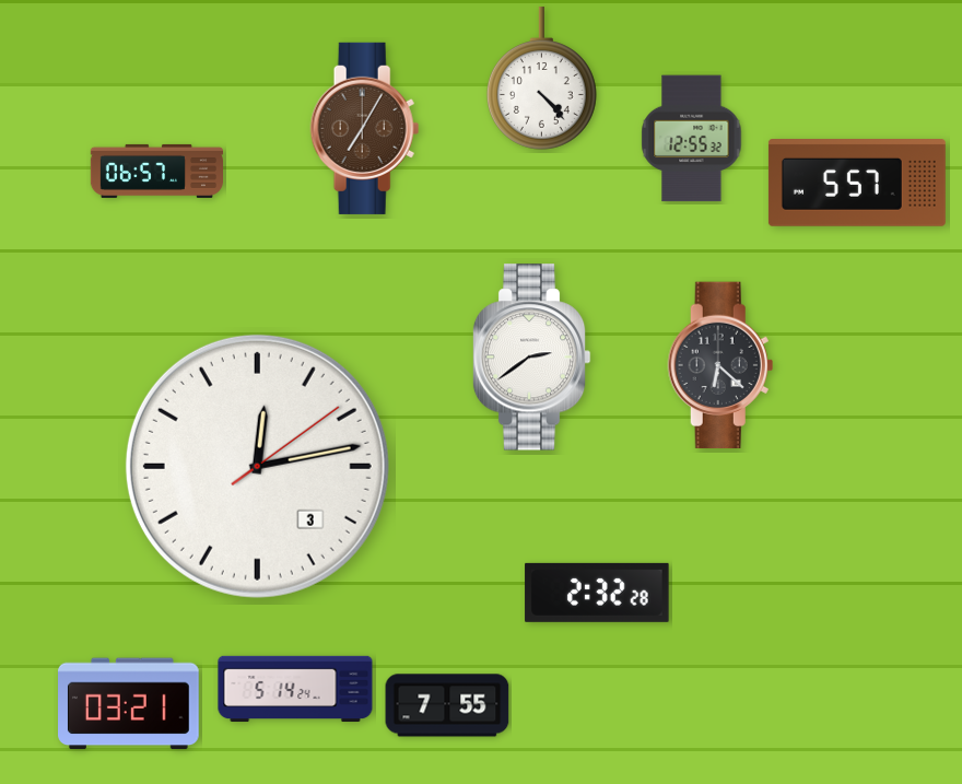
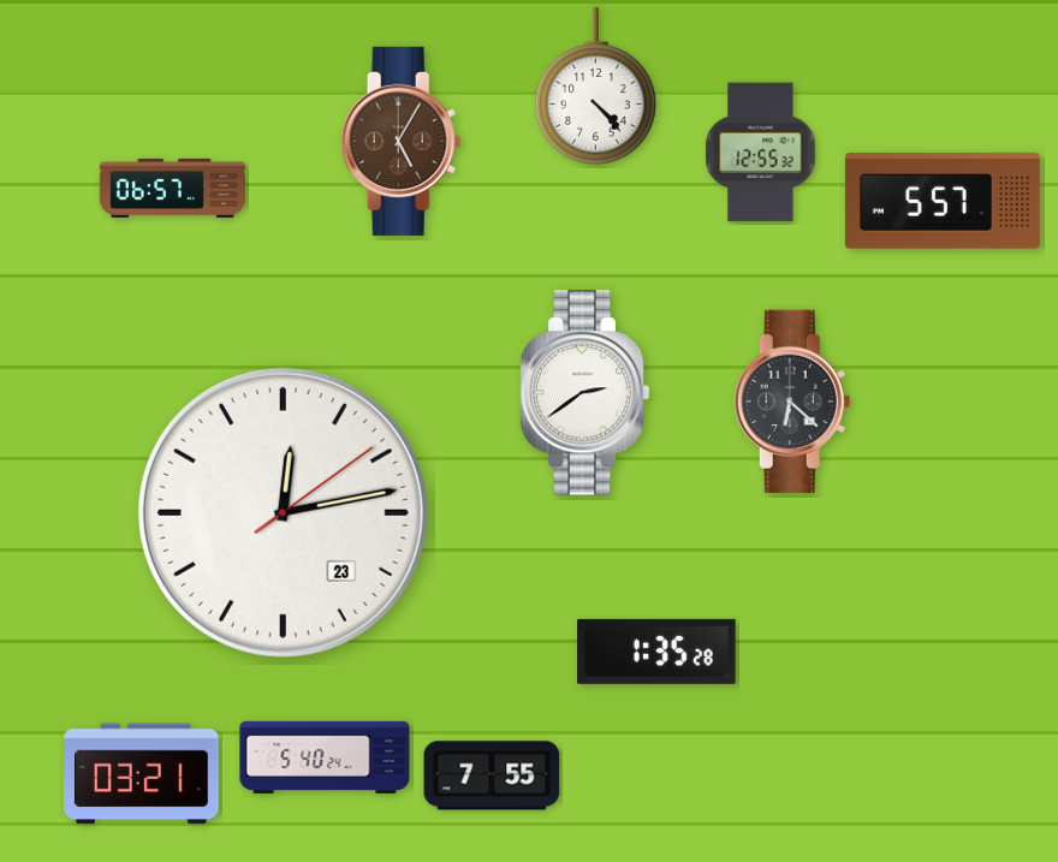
clock at (365, 128): 7:05 -> 5:05
clock at (257, 466) date: 3 -> 23
clock at (597, 593): 2:32 -> 1:35
clock at (295, 689): 5:14 -> 5:40
